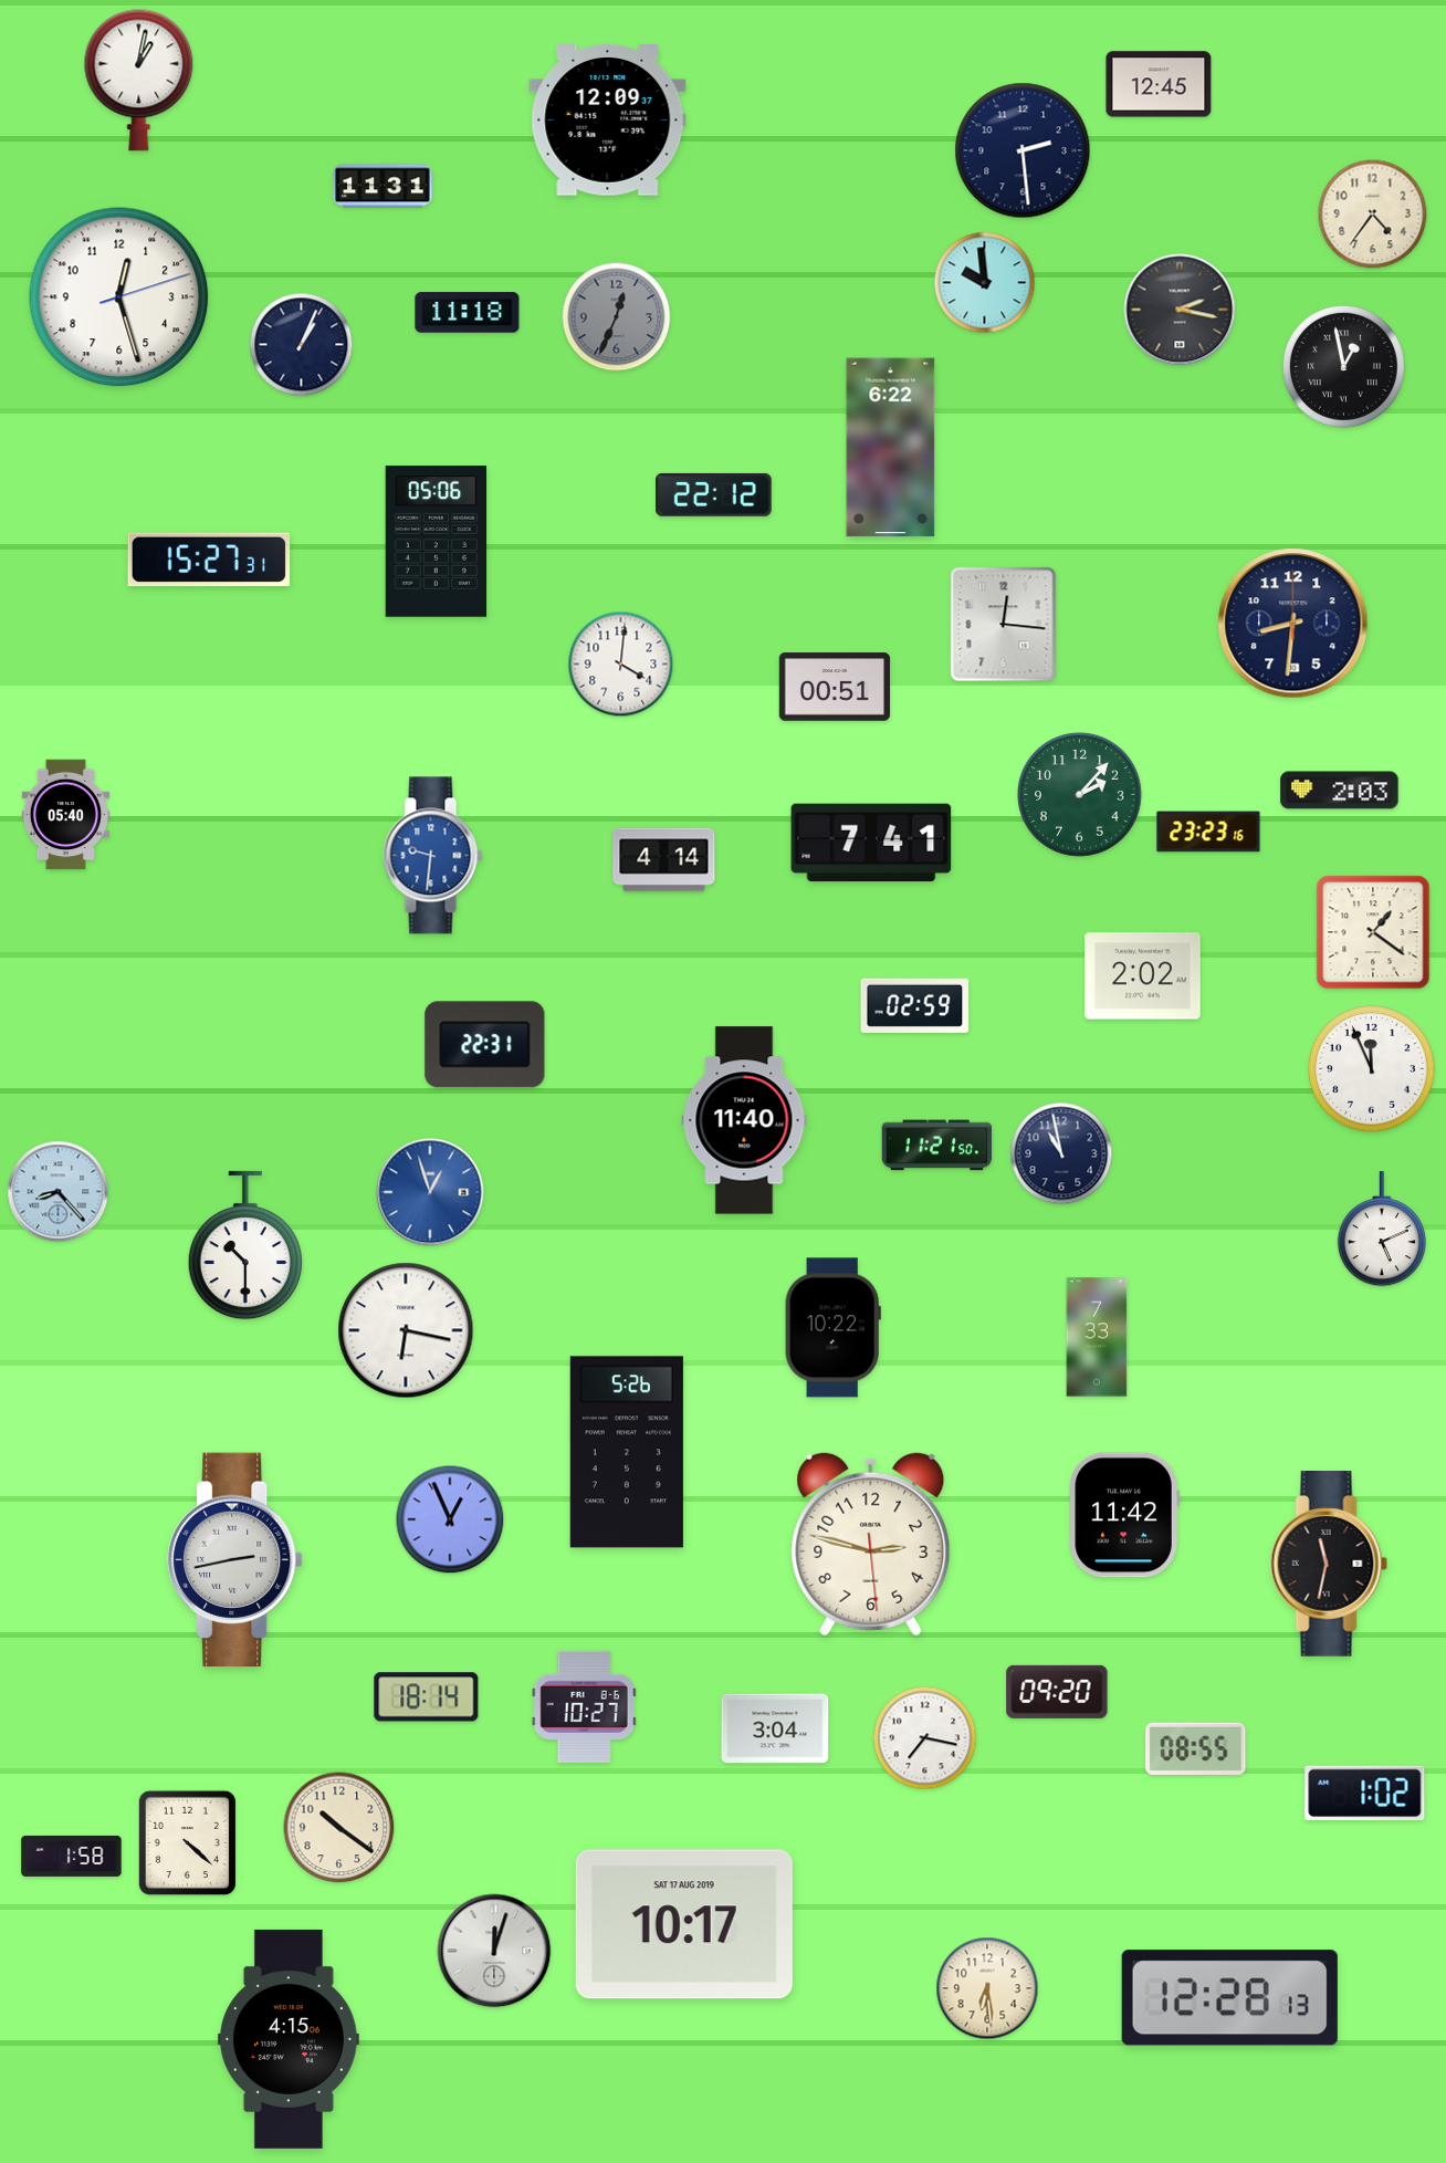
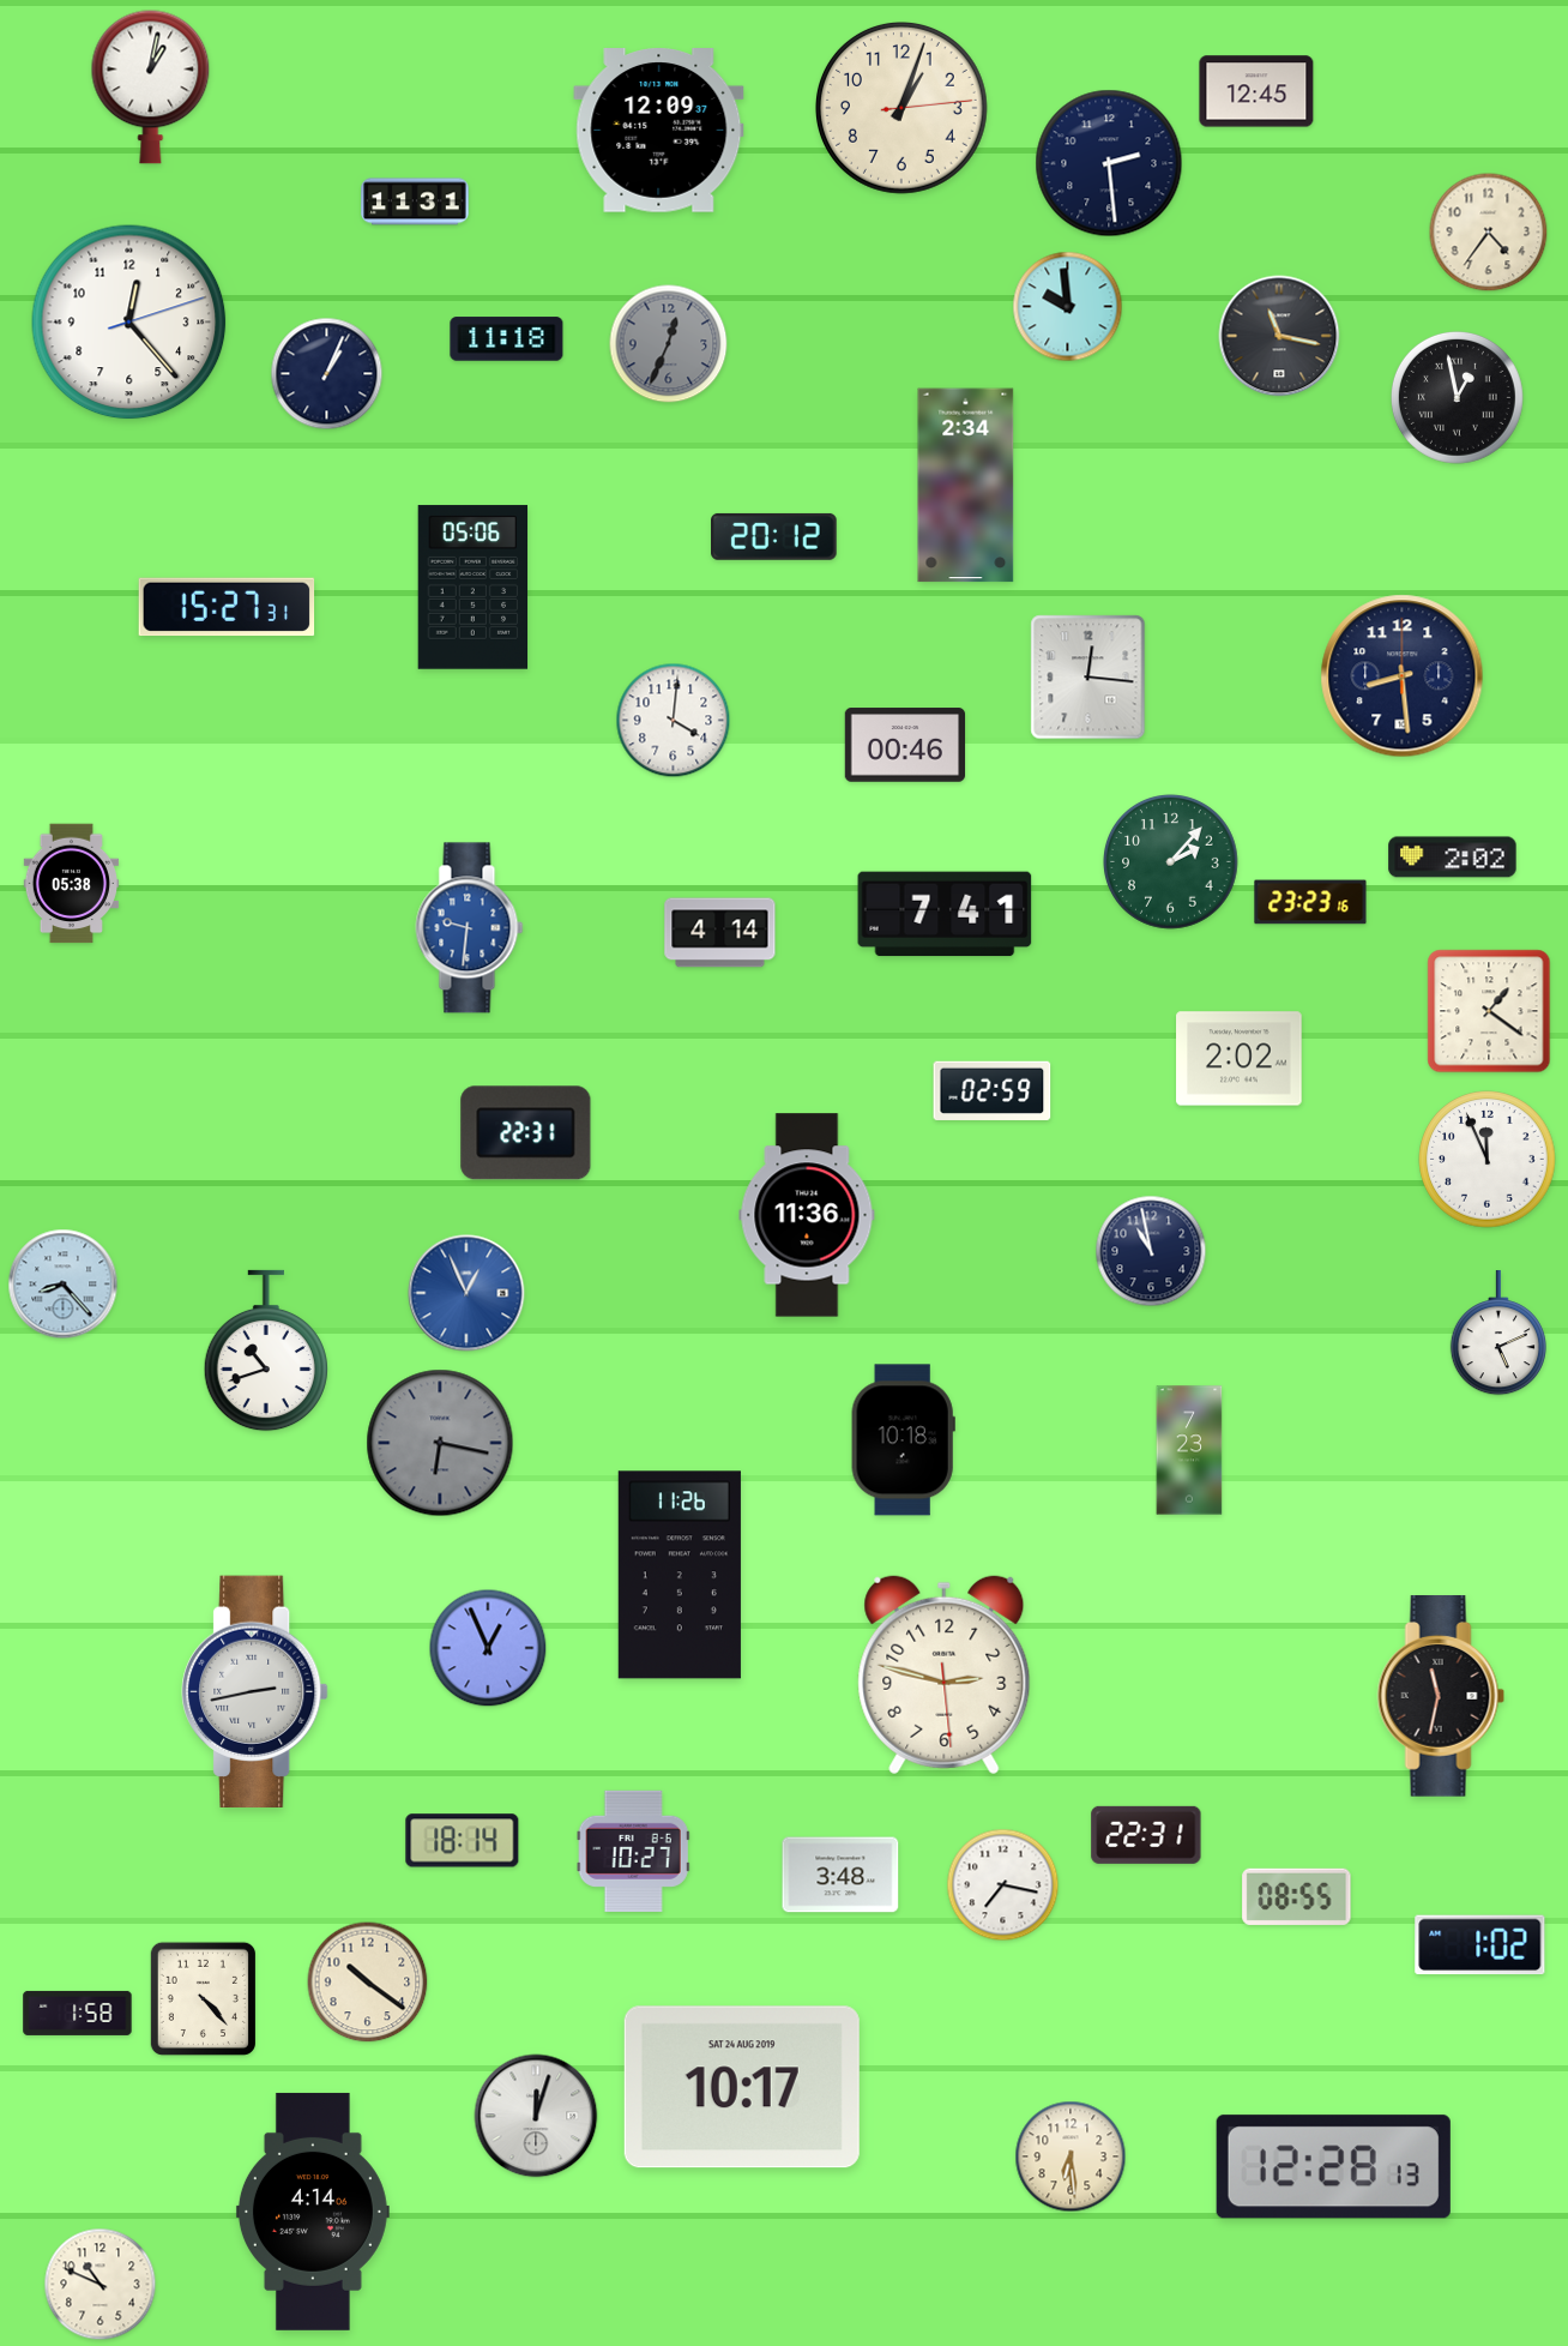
clock at (903, 109): none -> 1:03
clock at (119, 297): 12:27 -> 12:23
clock at (1180, 310): 2:17 -> 11:17
clock at (891, 448): 6:22 -> 2:34
clock at (714, 494): 22:12 -> 20:12
clock at (1293, 624): 8:31 -> 8:29
clock at (835, 687): 00:51 -> 00:46
clock at (1340, 791): 2:03 -> 2:02
clock at (65, 815): 05:40 -> 05:38
clock at (744, 1120): 11:40 -> 11:36
clock at (937, 1146): 11:21 -> none
clock at (59, 1192) position: (59, 1192) -> (64, 1285)
clock at (430, 1192): 12:57 -> 12:56
clock at (245, 1245): 10:30 -> 10:42
clock at (832, 1328): 10:22 -> 10:18
clock at (406, 1330) dial: white -> grey
clock at (1097, 1337): 7:33 -> 7:23
clock at (627, 1452): 5:26 -> 11:26
clock at (1124, 1515): 11:42 -> none
clock at (1057, 1692): 09:20 -> 22:31
clock at (775, 1728): 3:04 -> 3:48
clock at (187, 1842): 4:22 -> 4:23
clock at (684, 1924) date: SAT 17 AUG 2019 -> SAT 24 AUG 2019
clock at (289, 2039): 4:15 -> 4:14
clock at (101, 2285): none -> 10:49
